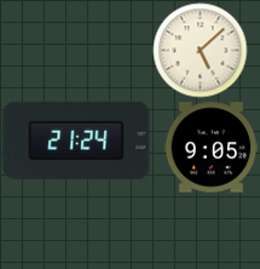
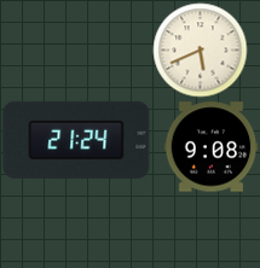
clock at (200, 50): 5:08 -> 5:41
clock at (210, 148): 9:05 -> 9:08
